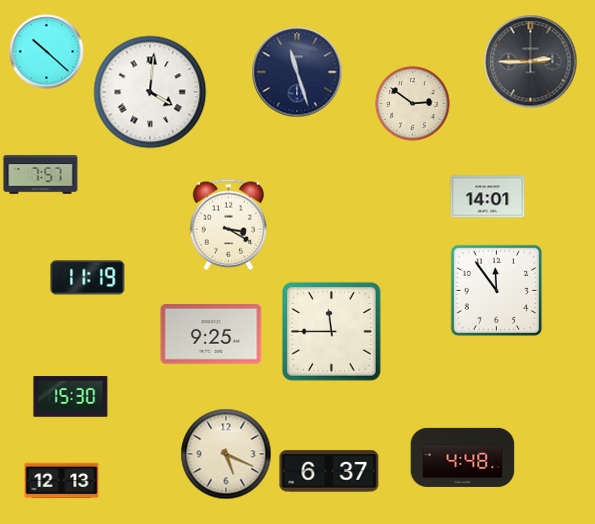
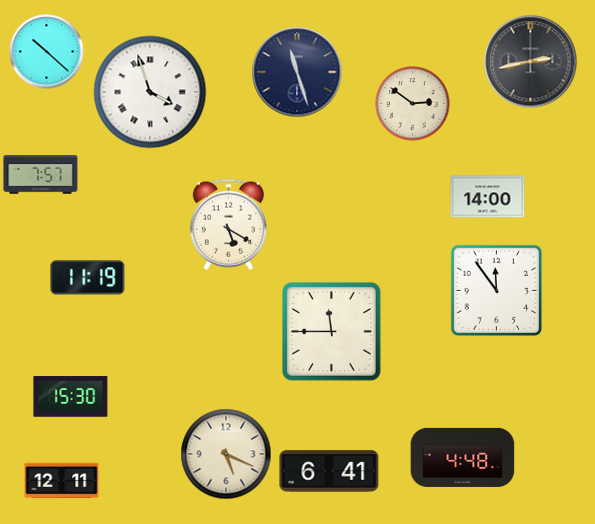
clock at (531, 62): 2:45 -> 2:43
clock at (150, 92): 4:01 -> 3:57
clock at (488, 197): 14:01 -> 14:00
clock at (229, 224): 3:20 -> 5:20
clock at (211, 334): 9:25 -> none
clock at (329, 471): 6:37 -> 6:41
clock at (62, 481): 12:13 -> 12:11
